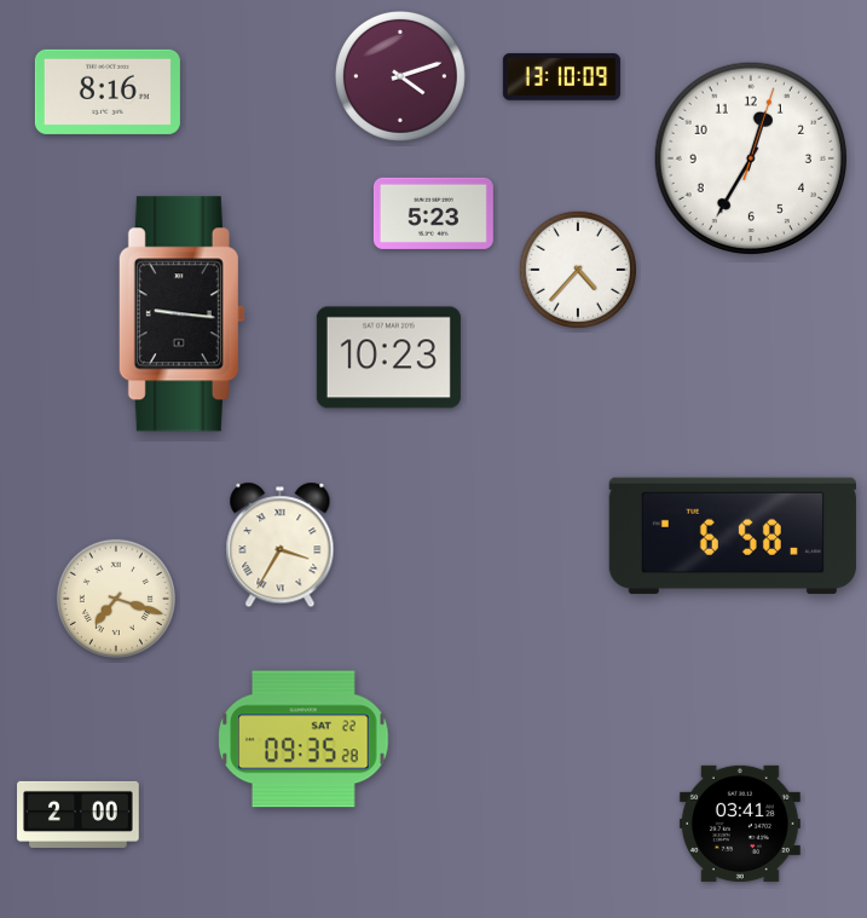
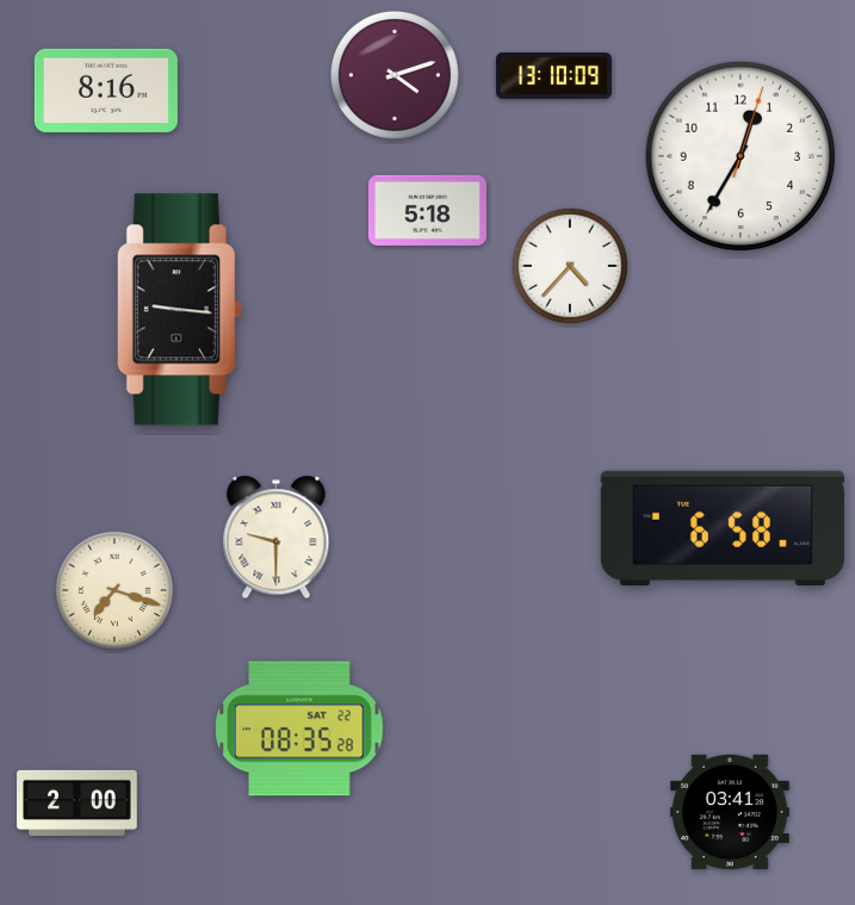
clock at (433, 213): 5:23 -> 5:18
clock at (388, 358): 10:23 -> none
clock at (281, 545): 3:35 -> 9:30
clock at (304, 739): 09:35 -> 08:35
